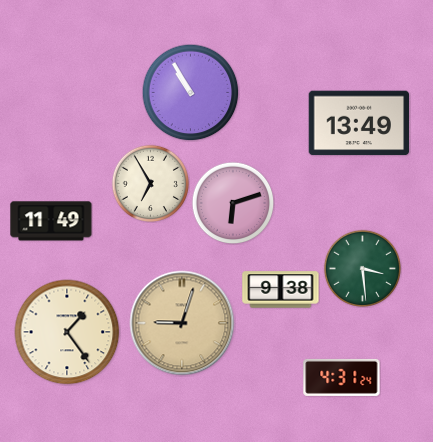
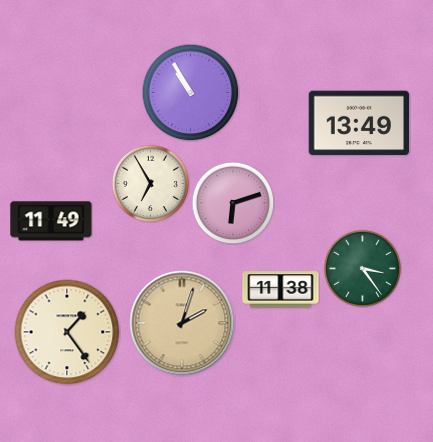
clock at (362, 268): 3:29 -> 3:24
clock at (281, 290): 9:38 -> 11:38
clock at (182, 323): 9:03 -> 2:03
clock at (342, 377): 4:31 -> none
